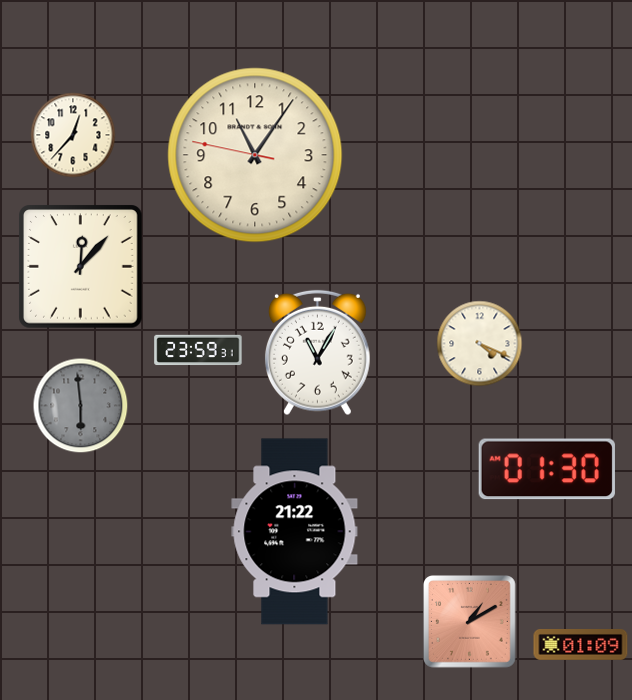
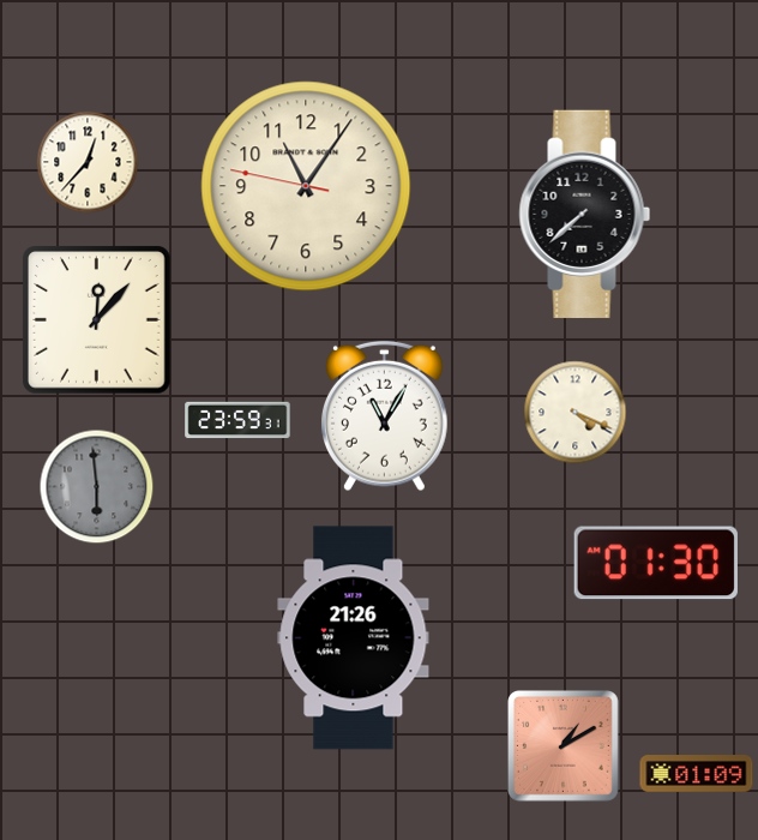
clock at (585, 214): none -> 7:38
clock at (317, 353) position: (317, 353) -> (384, 416)
clock at (295, 532): 21:22 -> 21:26
